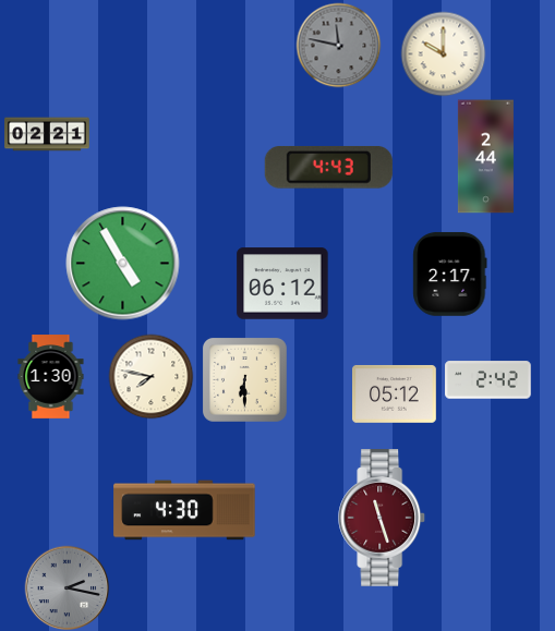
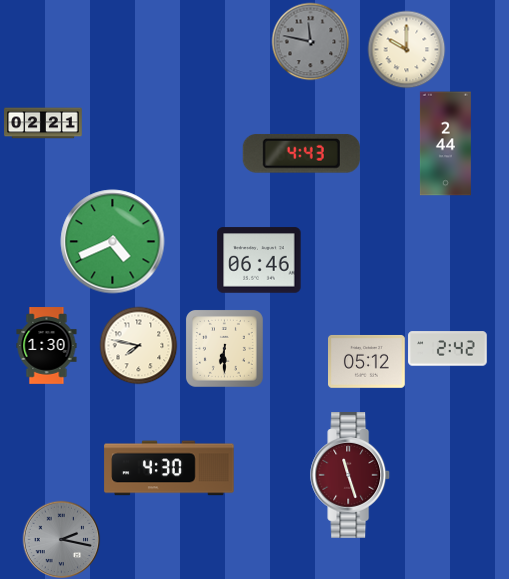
clock at (123, 264): 4:55 -> 4:41
clock at (450, 275): 2:17 -> none
clock at (282, 283): 06:12 -> 06:46
clock at (395, 393) position: (395, 393) -> (367, 361)
